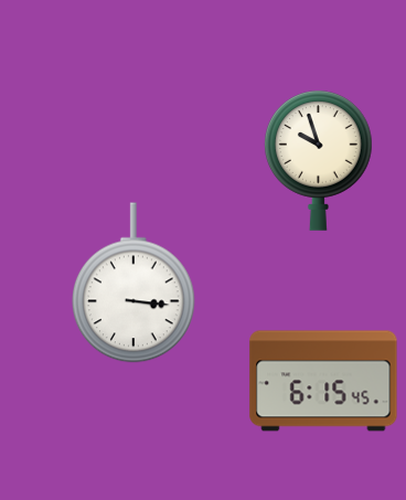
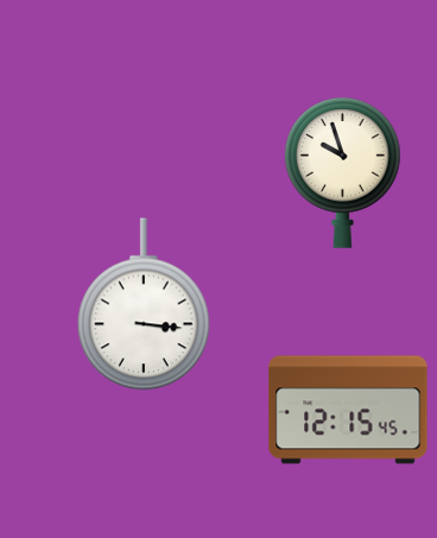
clock at (323, 381): 6:15 -> 12:15
